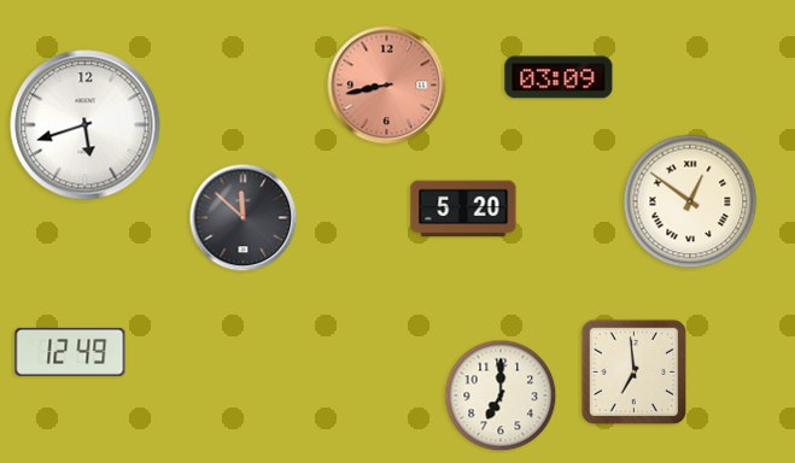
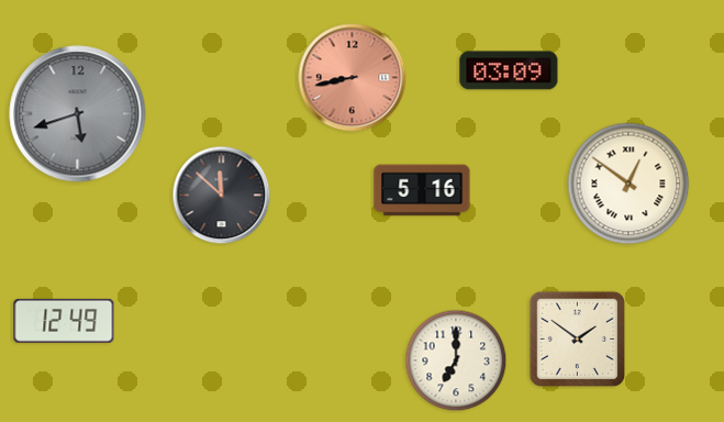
clock at (86, 125) dial: white -> grey
clock at (463, 209): 5:20 -> 5:16
clock at (244, 218) position: (244, 218) -> (222, 196)
clock at (633, 371): 6:59 -> 1:51
